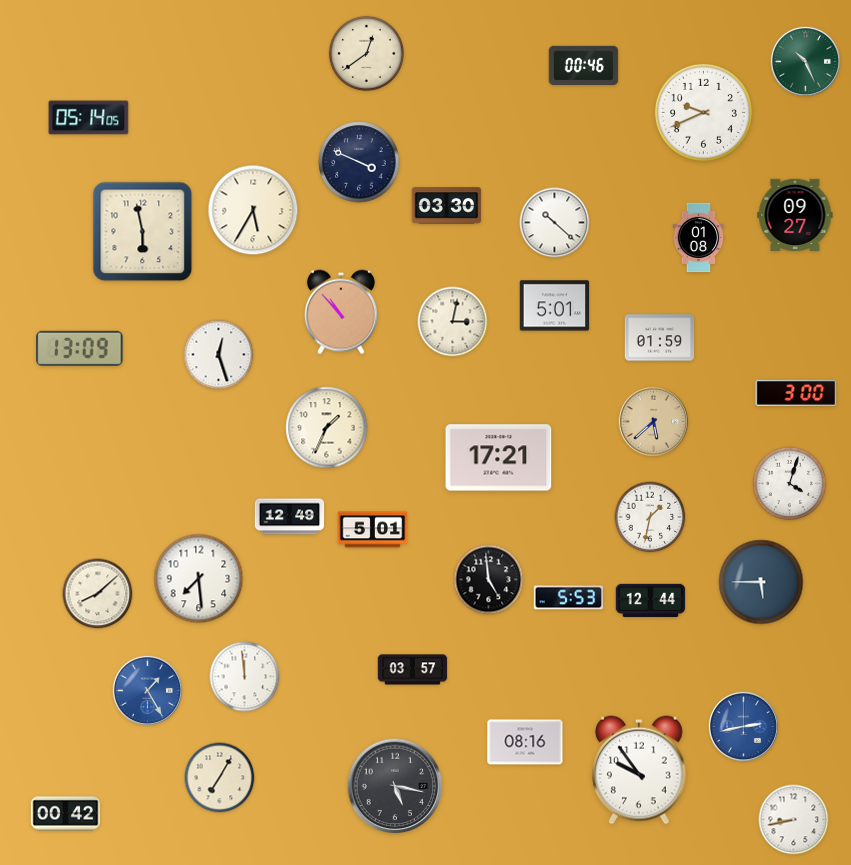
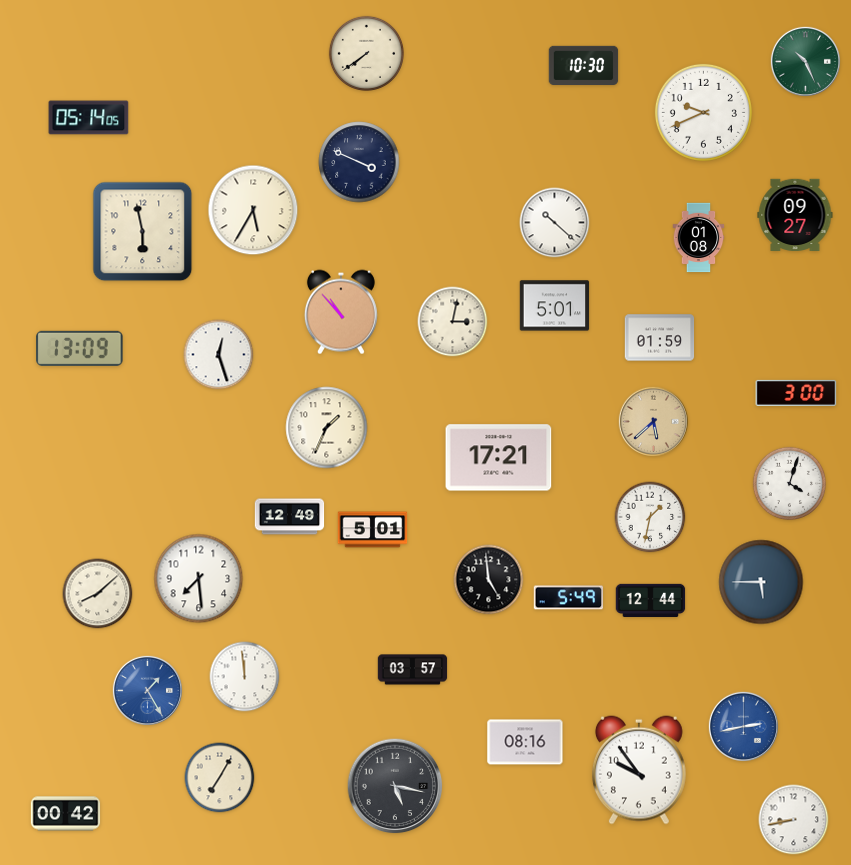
clock at (366, 53): 12:39 -> 7:39
clock at (584, 66): 00:46 -> 10:30
clock at (447, 206): 03:30 -> none
clock at (569, 598): 5:53 -> 5:49
